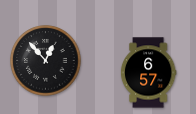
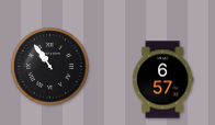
clock at (46, 61): 12:53 -> 10:54
